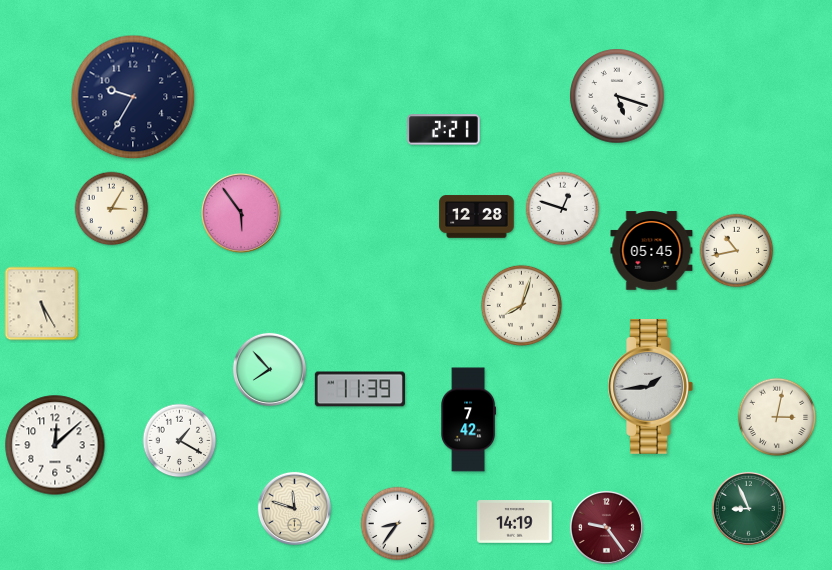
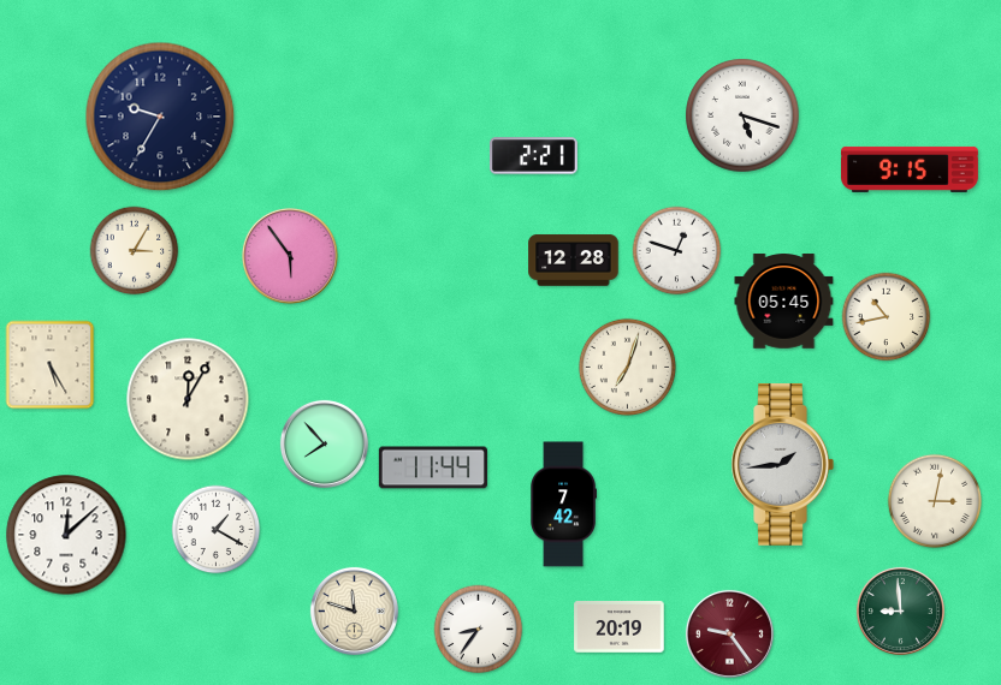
clock at (911, 169): none -> 9:15
clock at (737, 251) position: (737, 251) -> (887, 317)
clock at (521, 305): 8:03 -> 7:03
clock at (188, 399): none -> 12:05
clock at (359, 389): 11:39 -> 11:44
clock at (748, 508): 8:56 -> 8:59
clock at (515, 522): 14:19 -> 20:19
